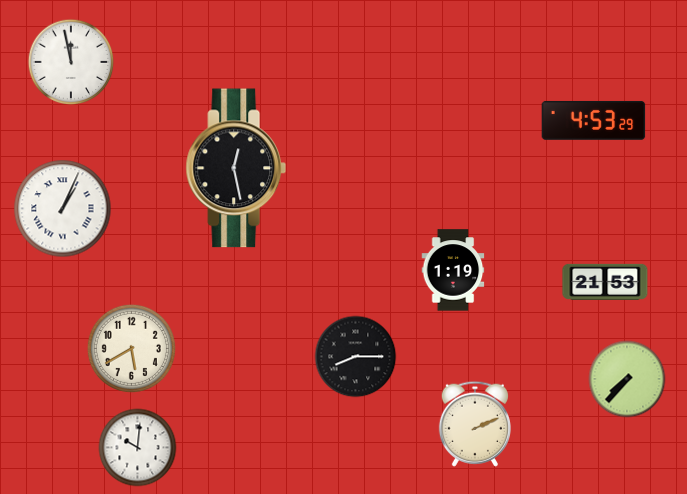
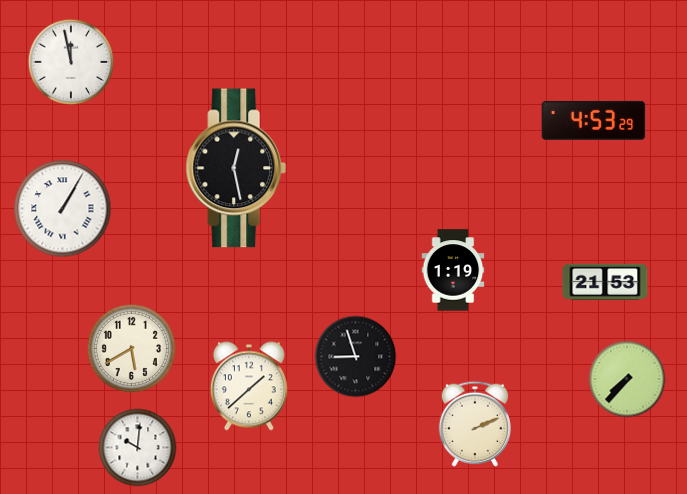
clock at (63, 209): 1:04 -> 1:05
clock at (356, 357): 8:15 -> 8:57
clock at (249, 386): none -> 1:38
